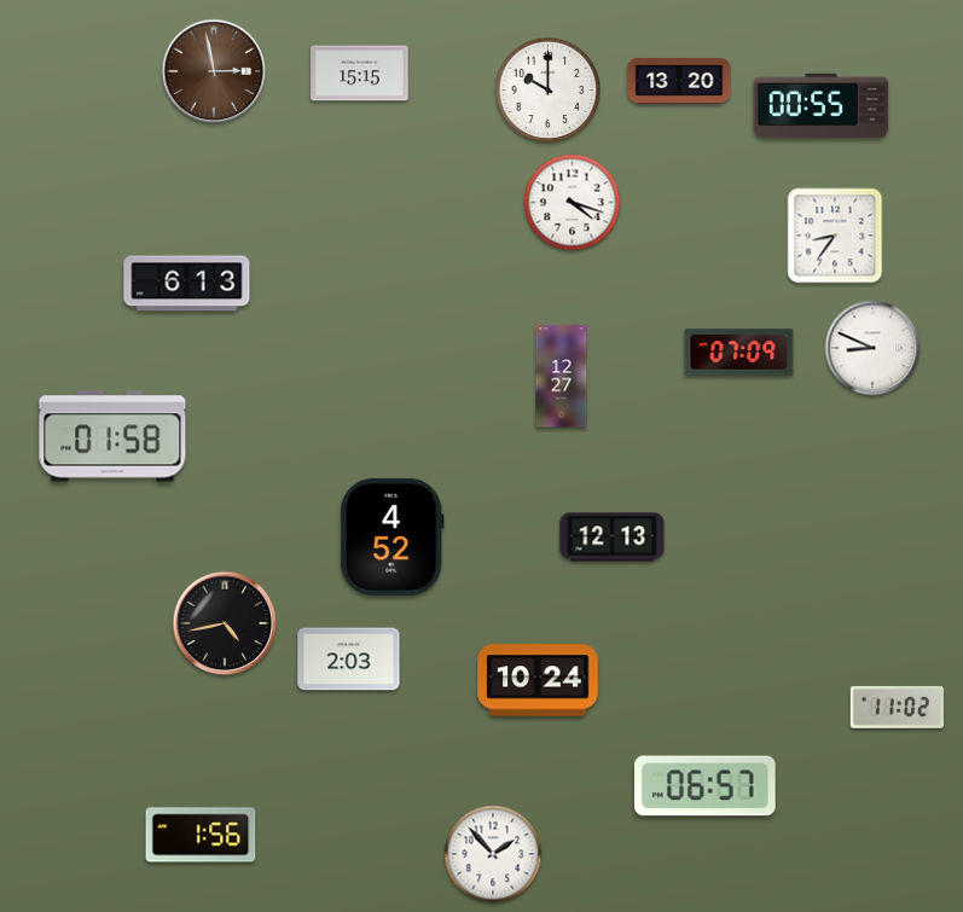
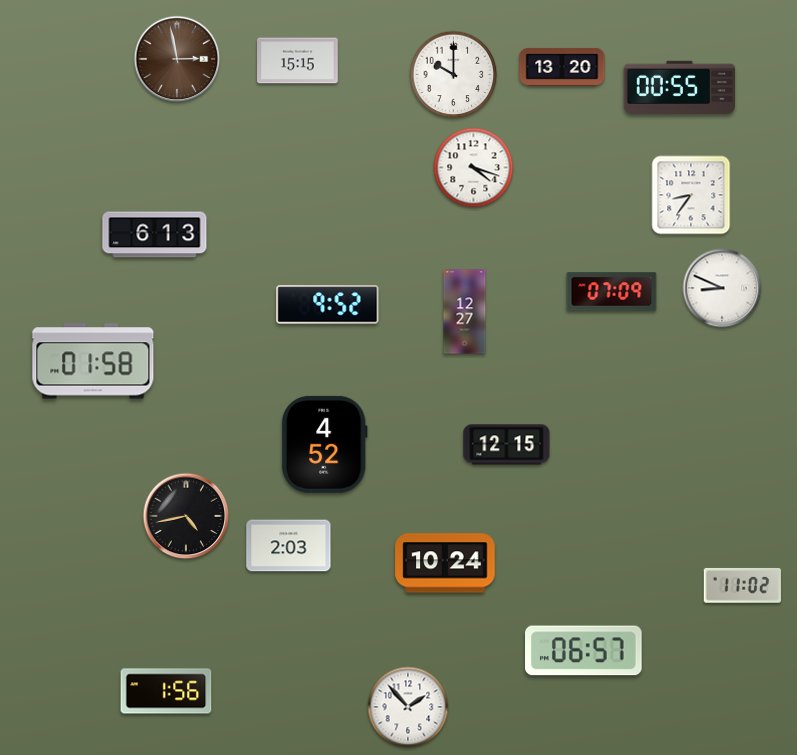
clock at (328, 305): none -> 9:52
clock at (613, 538): 12:13 -> 12:15
